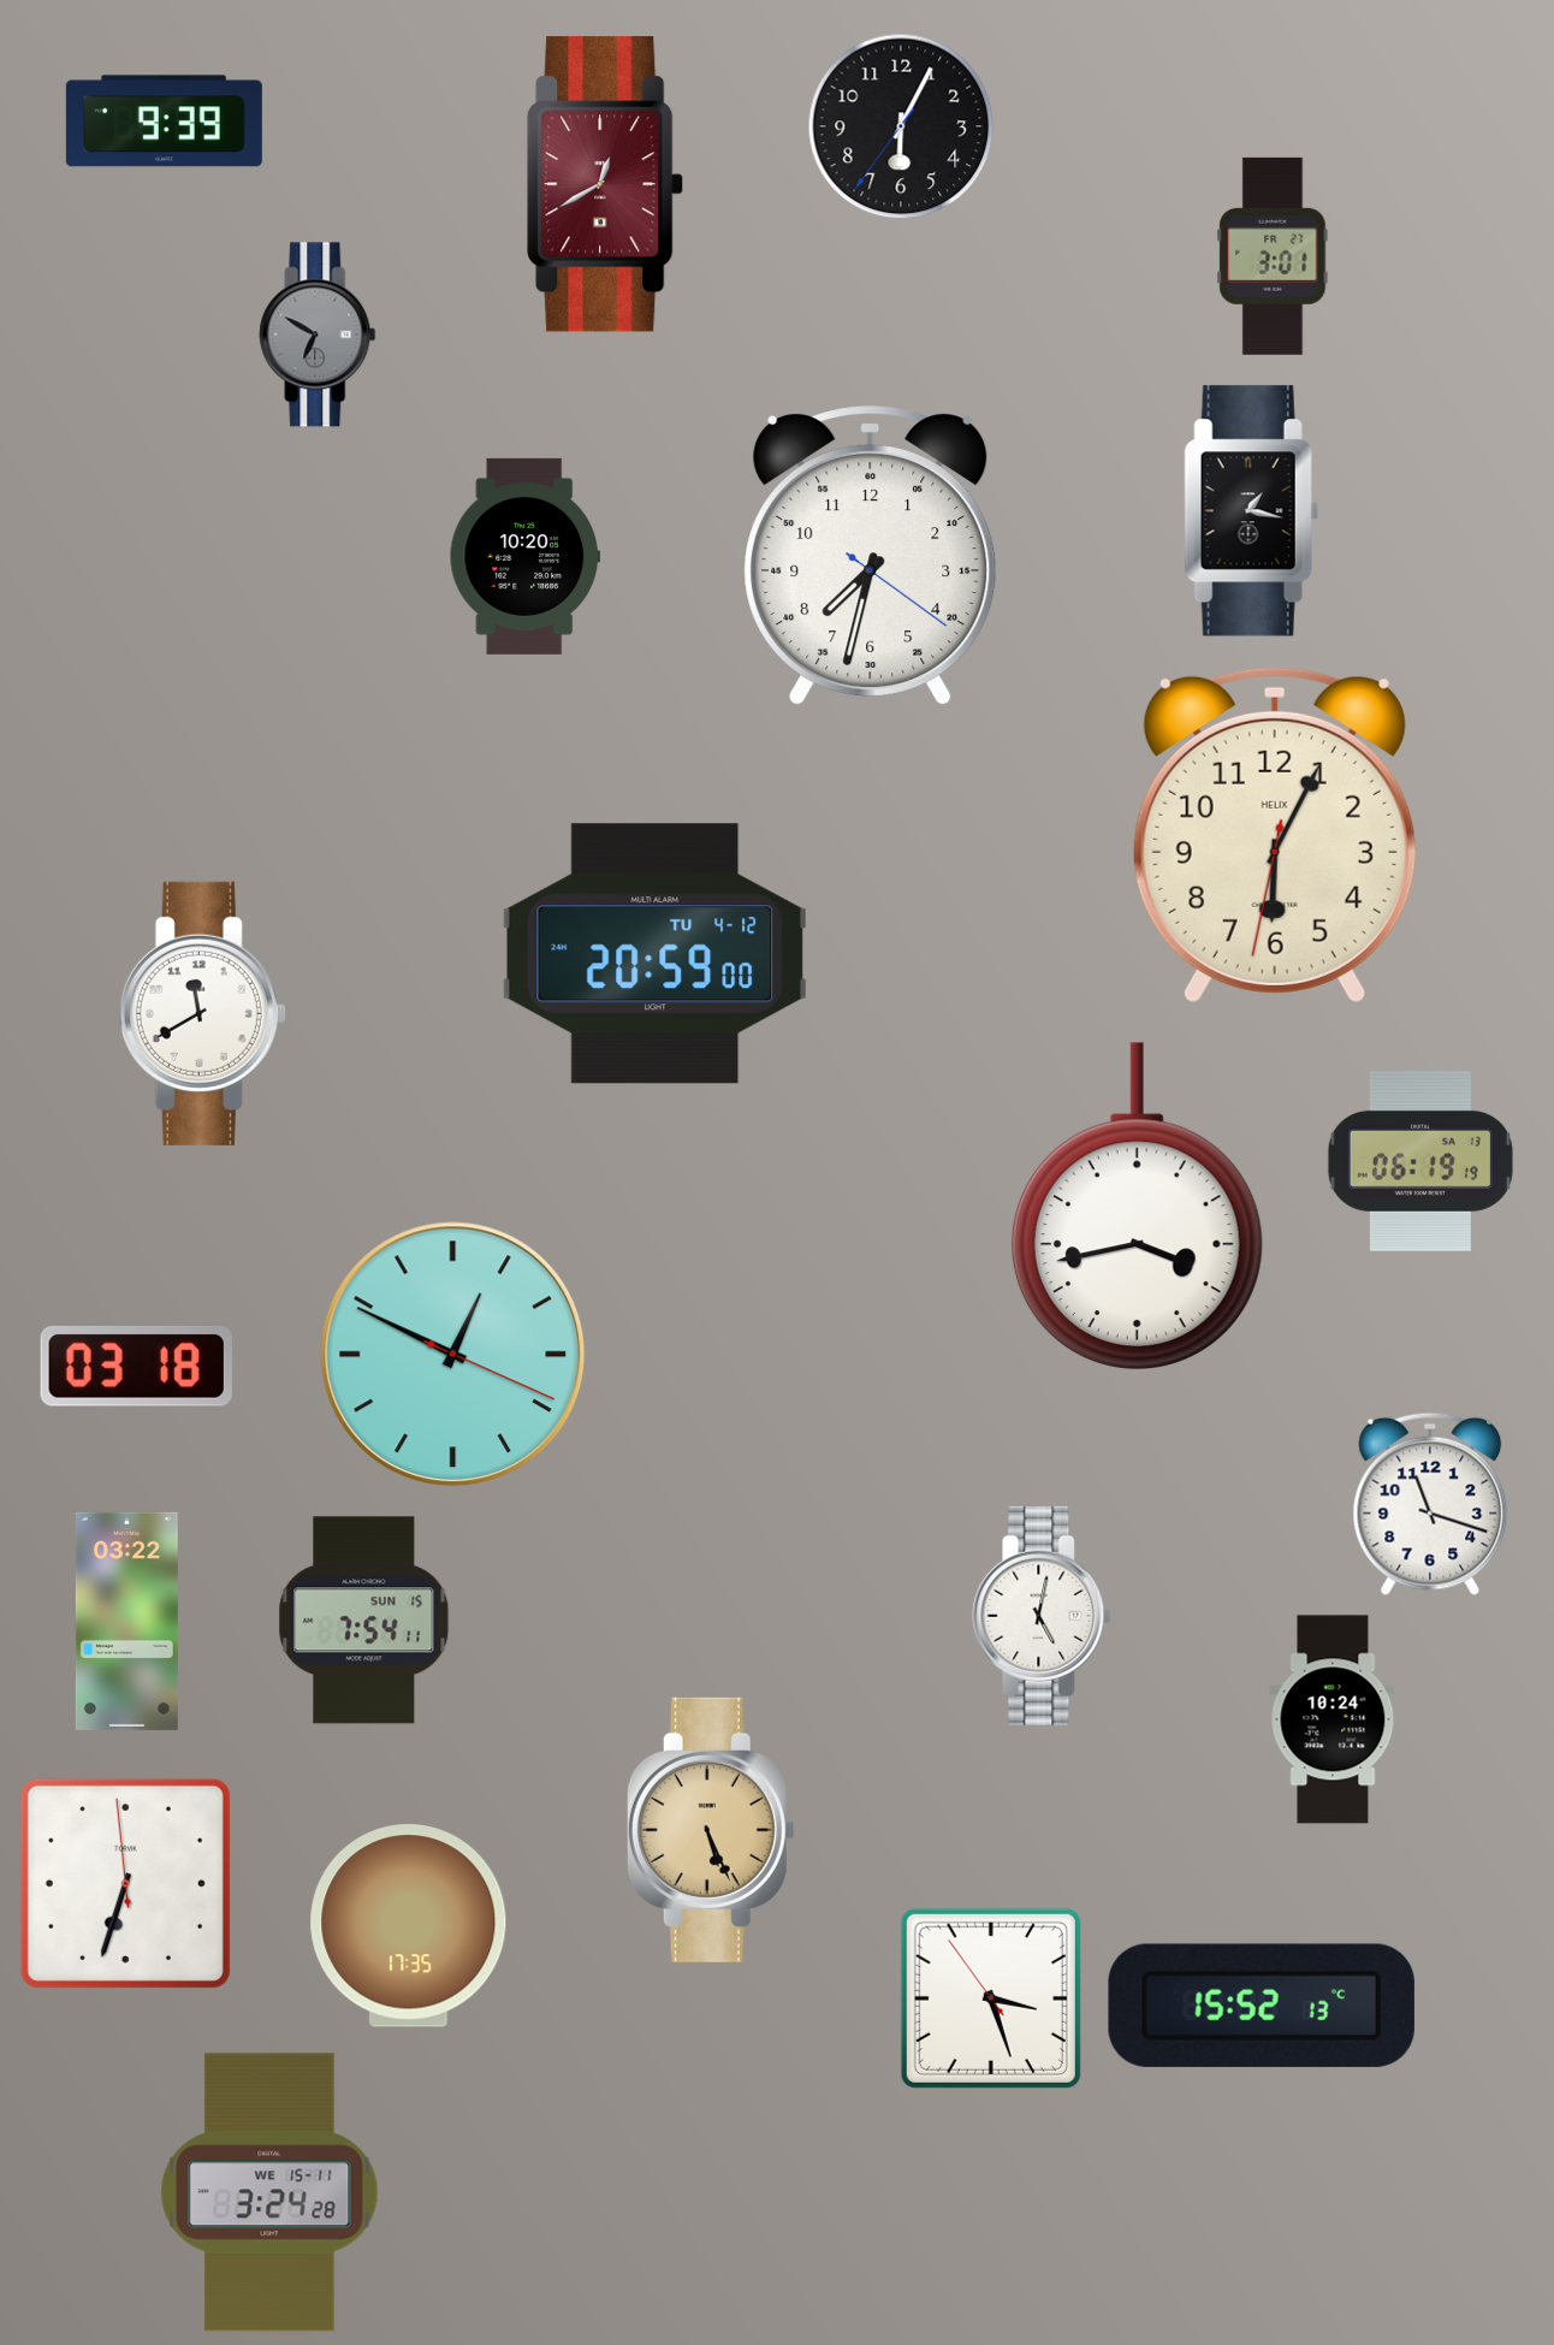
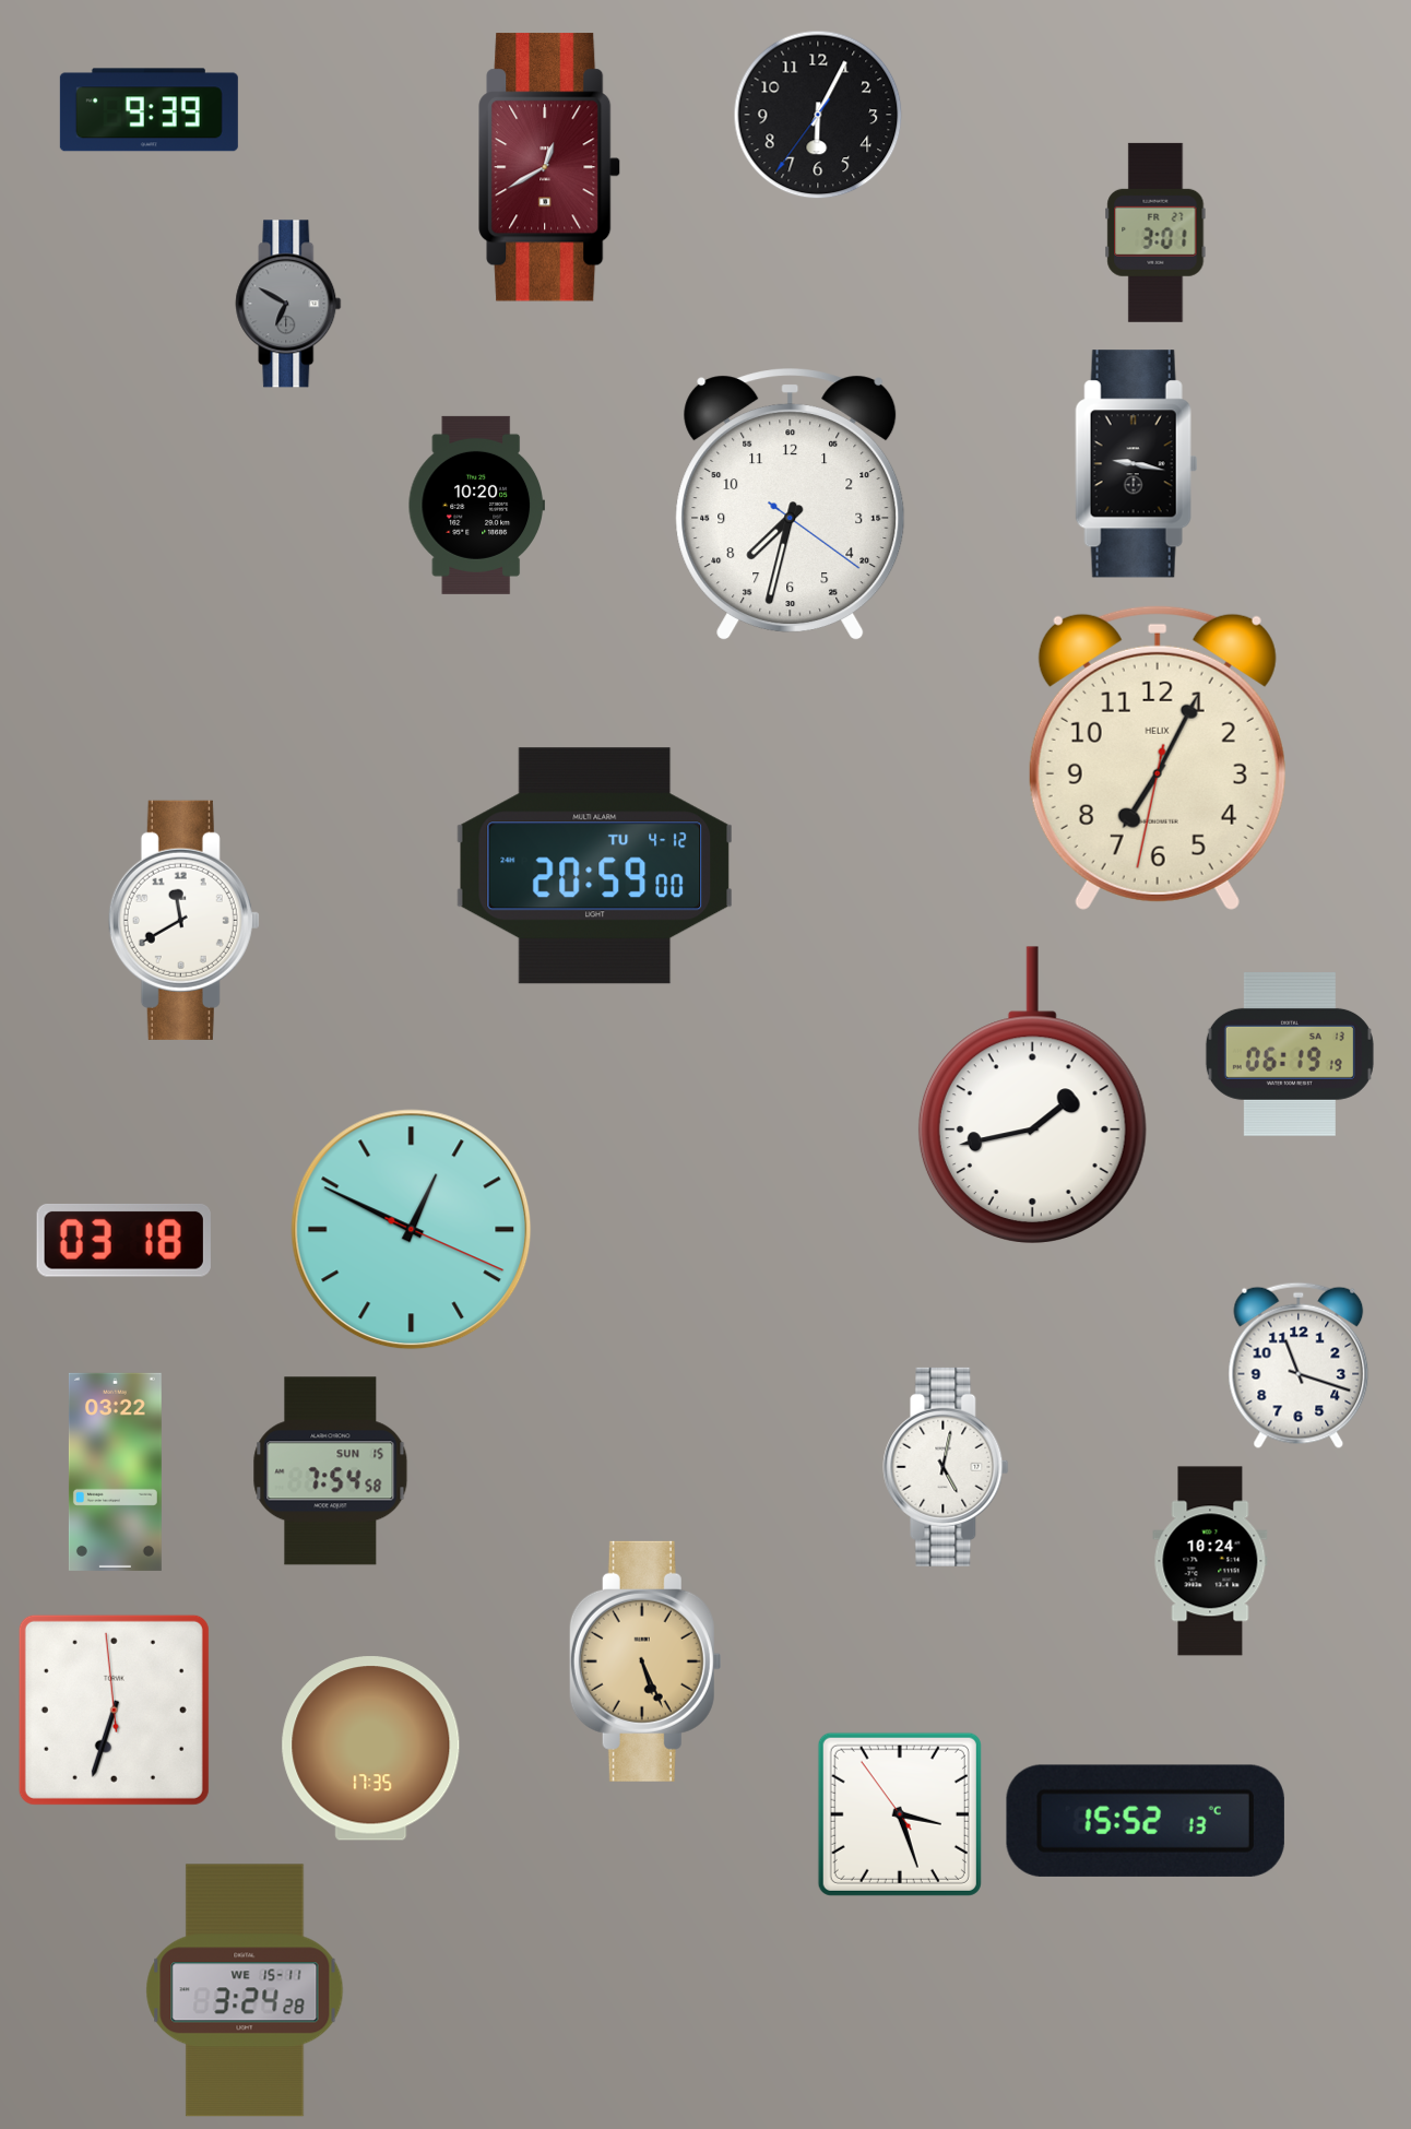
clock at (1252, 511): 1:17 -> 9:17
clock at (1275, 834): 6:04 -> 7:04
clock at (1137, 1207): 3:43 -> 1:43
clock at (364, 1621): 7:54:11 -> 7:54:58
